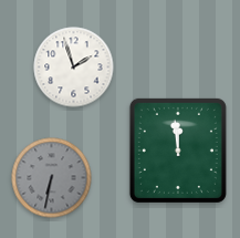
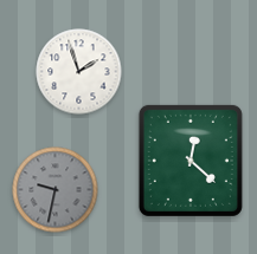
clock at (178, 151): 11:59 -> 12:22
clock at (52, 178): 6:32 -> 9:32
